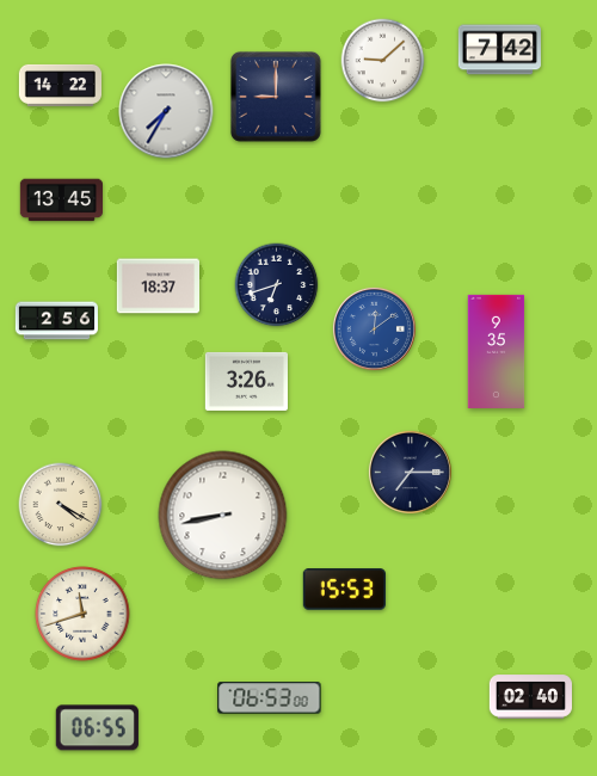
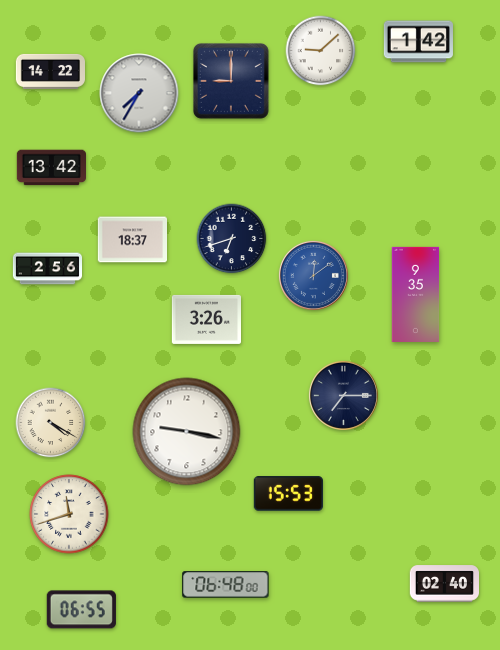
clock at (499, 50): 7:42 -> 1:42
clock at (61, 201): 13:45 -> 13:42
clock at (223, 516): 8:43 -> 9:17
clock at (270, 698): 06:53 -> 06:48
